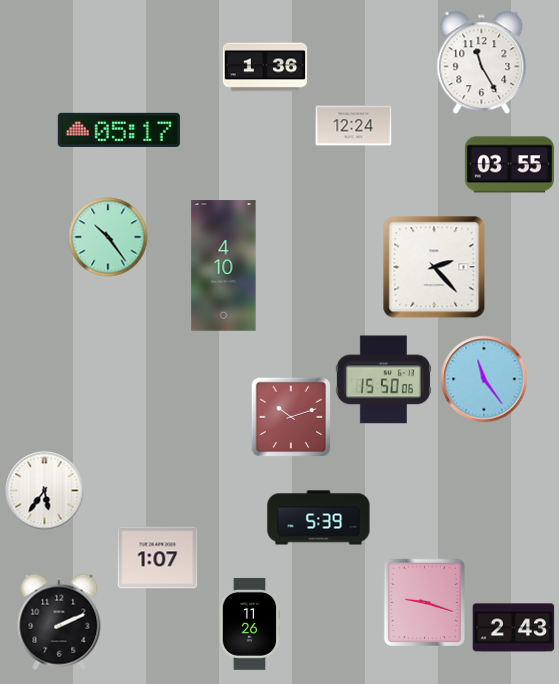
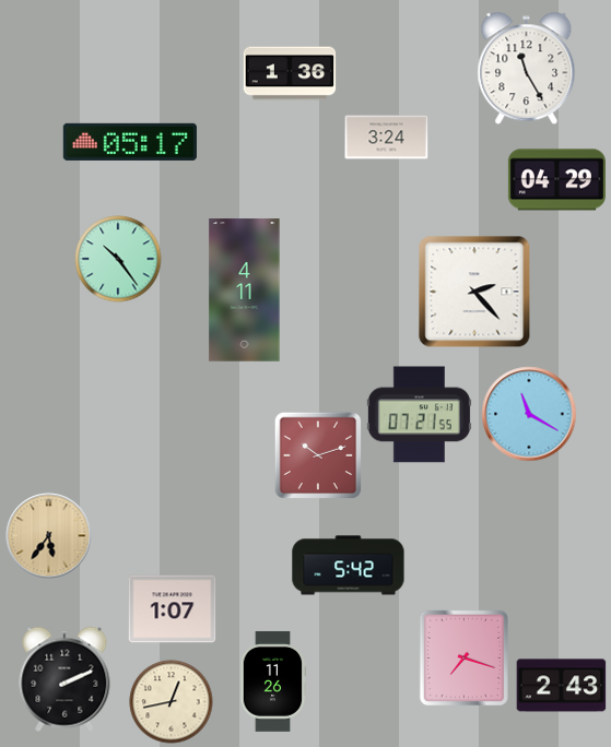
clock at (354, 126): 12:24 -> 3:24
clock at (509, 165): 03:55 -> 04:29
clock at (224, 266): 4:10 -> 4:11
clock at (484, 379): 11:24 -> 11:20
clock at (383, 380): 15:50 -> 07:21
clock at (45, 491) dial: white -> champagne
clock at (319, 518): 5:39 -> 5:42
clock at (424, 602): 9:18 -> 7:18
clock at (172, 702): none -> 12:43
